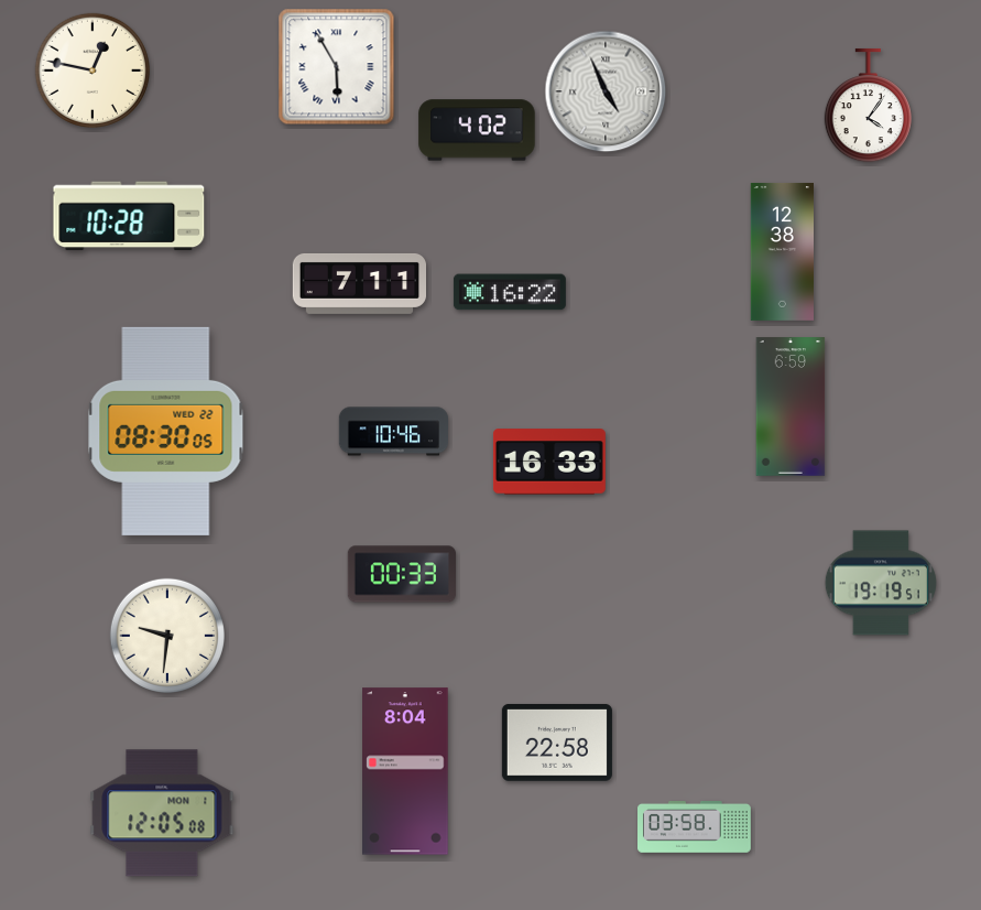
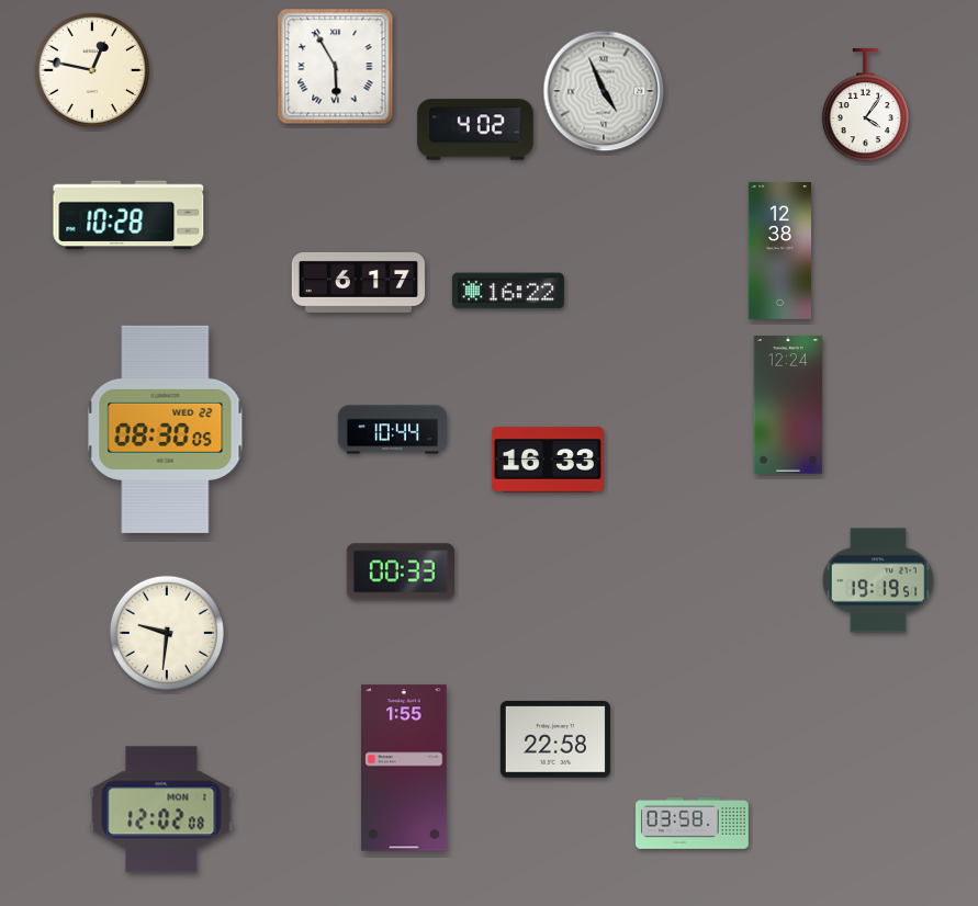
clock at (359, 283): 7:11 -> 6:17
clock at (791, 408): 6:59 -> 12:24
clock at (393, 432): 10:46 -> 10:44
clock at (405, 771): 8:04 -> 1:55
clock at (162, 813): 12:05 -> 12:02
